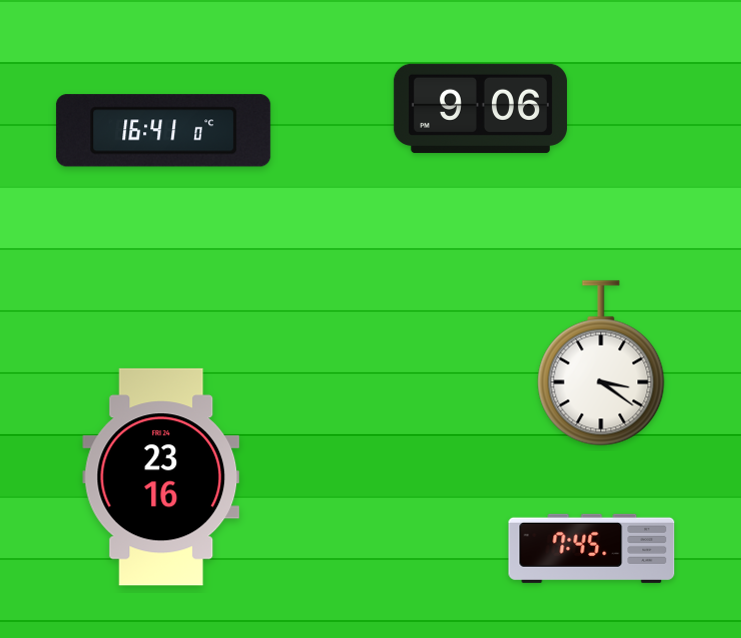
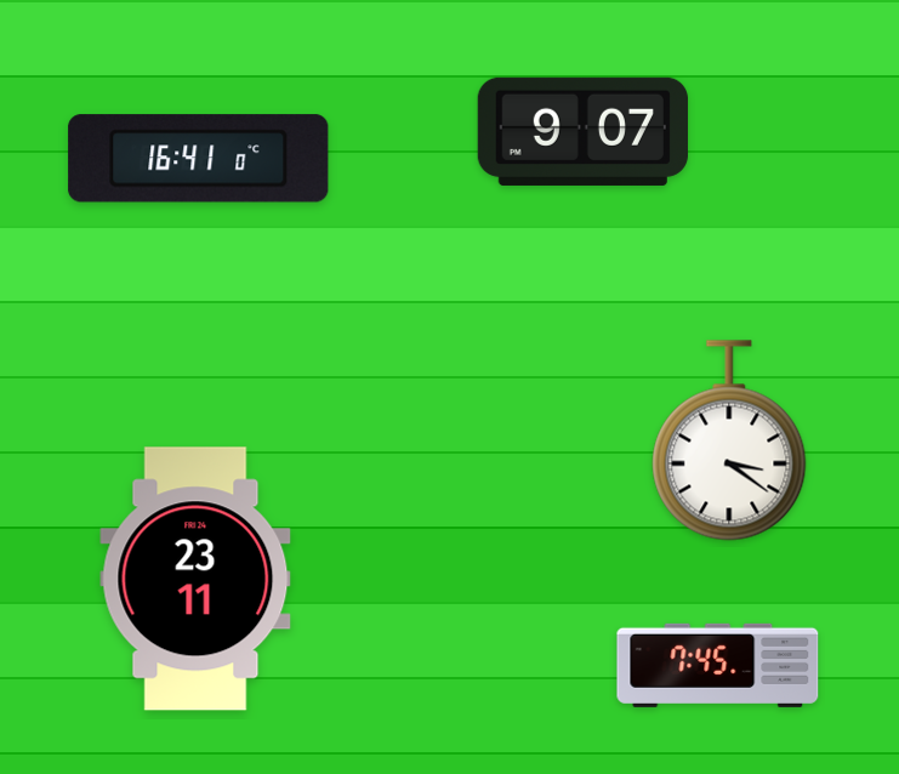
clock at (480, 108): 9:06 -> 9:07
clock at (161, 477): 23:16 -> 23:11
